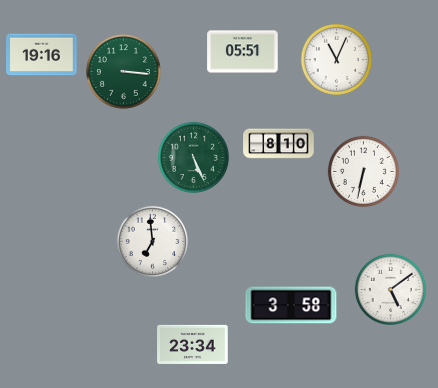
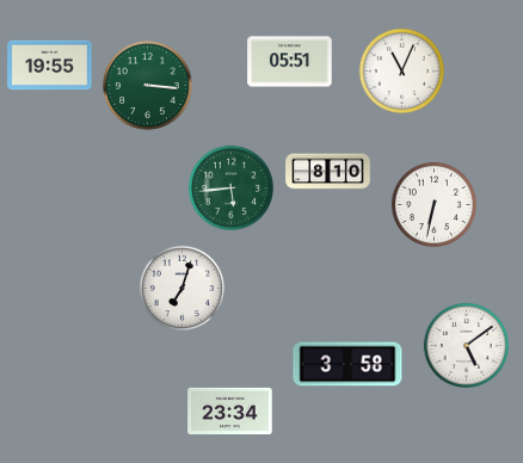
clock at (42, 55): 19:16 -> 19:55
clock at (279, 144) position: (279, 144) -> (328, 172)
clock at (193, 157): 5:26 -> 5:44
clock at (152, 241): 6:59 -> 7:03
